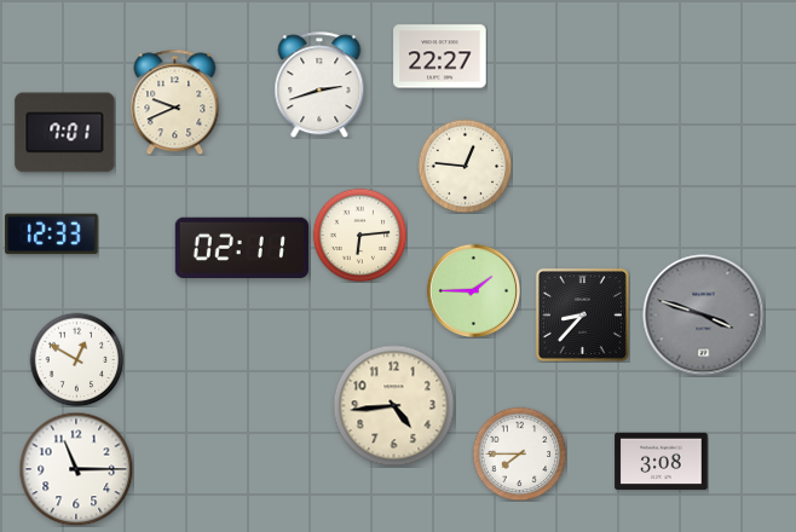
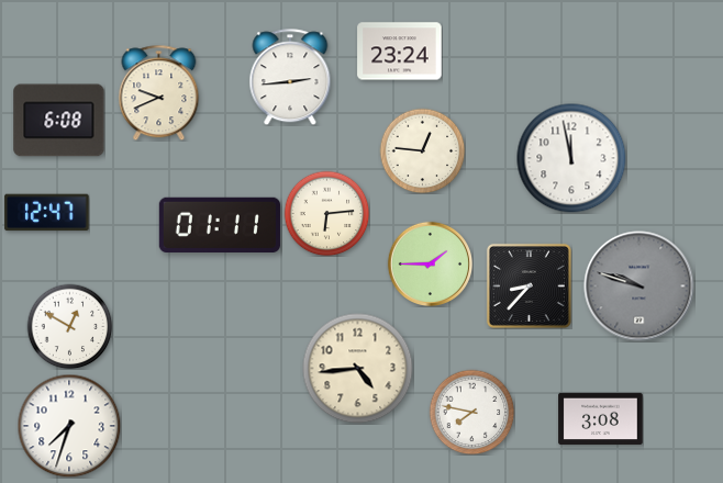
clock at (440, 57): 22:27 -> 23:24
clock at (319, 85): 2:42 -> 2:44
clock at (65, 133): 7:01 -> 6:08
clock at (571, 158): none -> 11:58
clock at (52, 235): 12:33 -> 12:47
clock at (242, 247): 02:11 -> 01:11
clock at (704, 316): 3:48 -> 9:48
clock at (519, 453): 7:45 -> 7:47
clock at (76, 469): 11:15 -> 7:33
